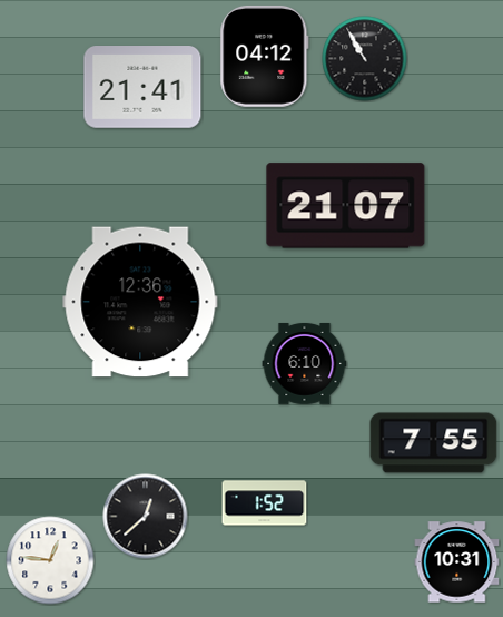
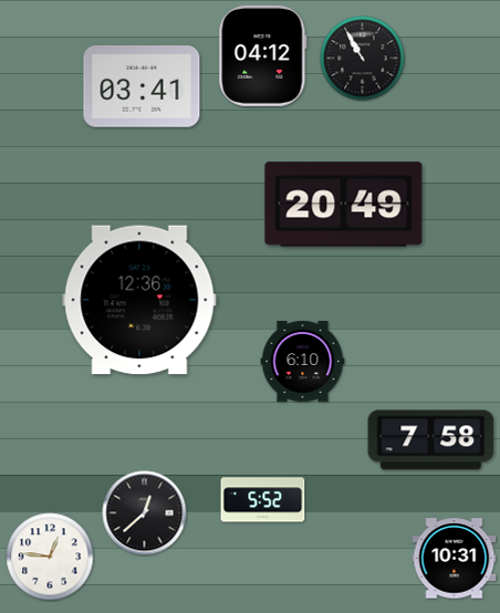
clock at (142, 87): 21:41 -> 03:41
clock at (346, 206): 21:07 -> 20:49
clock at (434, 443): 7:55 -> 7:58
clock at (265, 503): 1:52 -> 5:52
